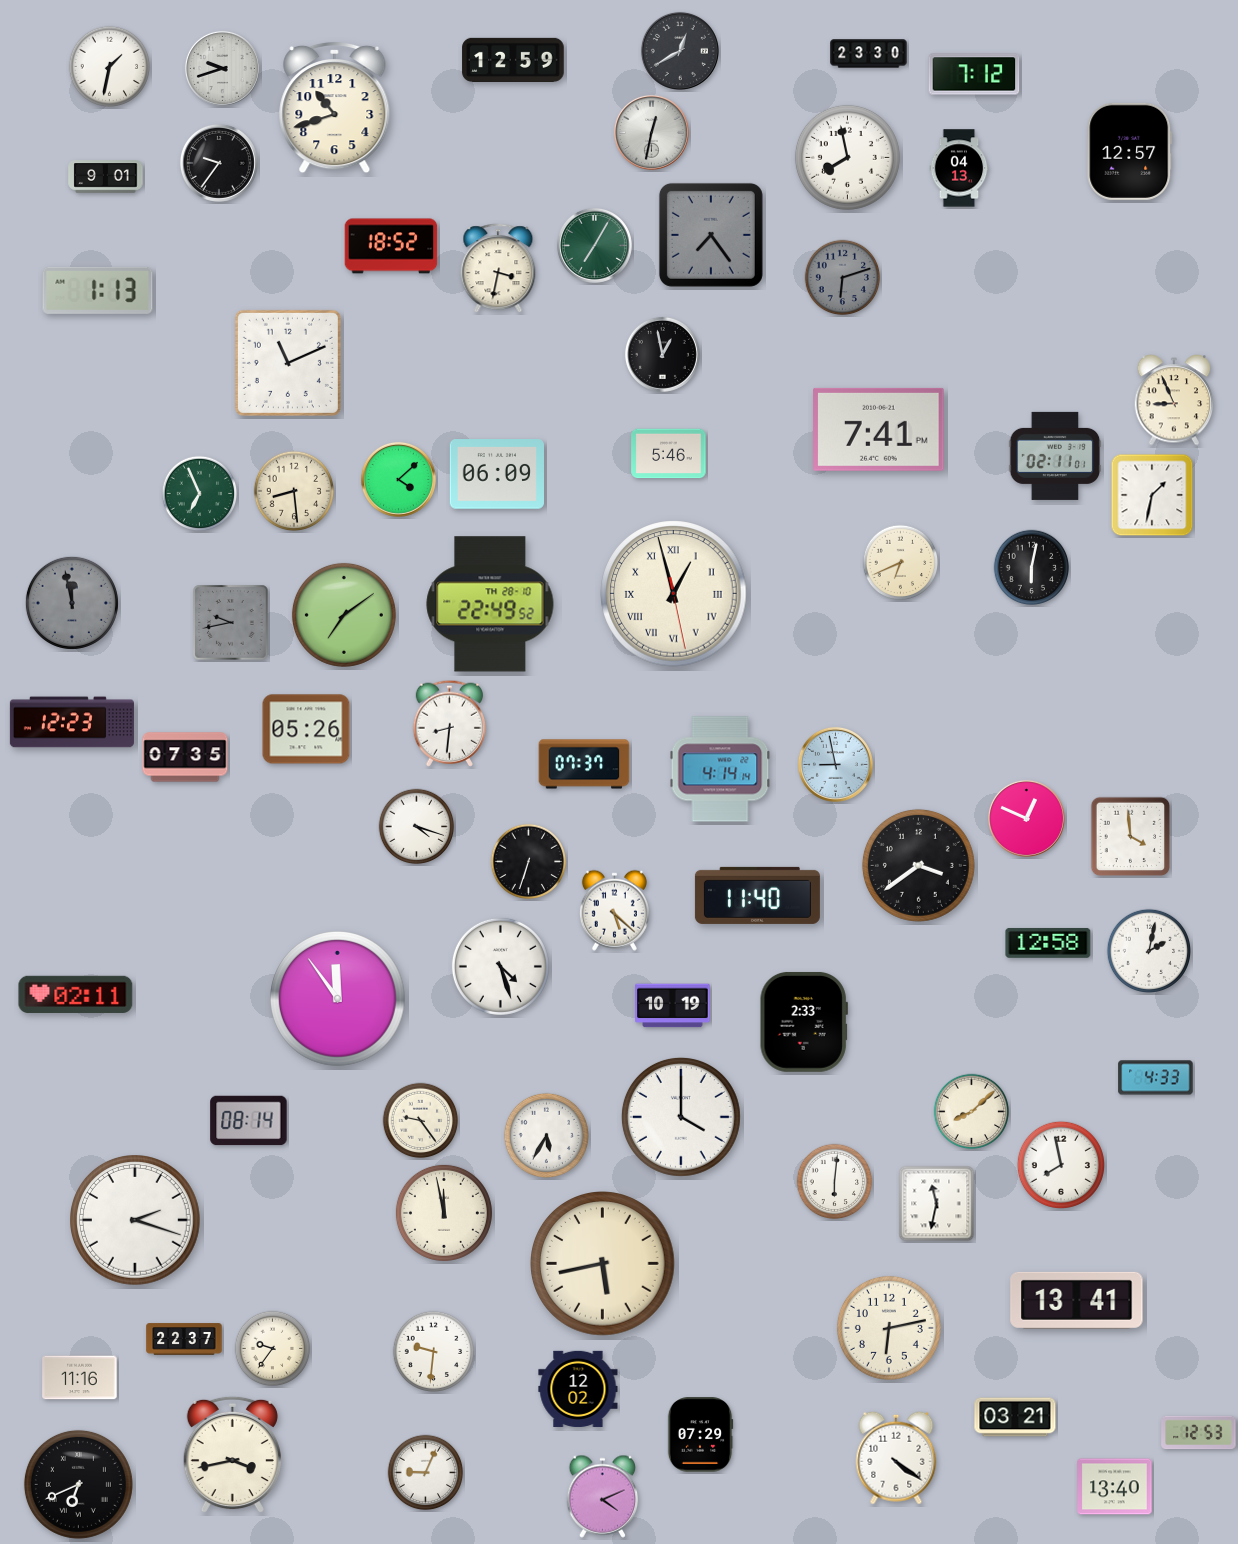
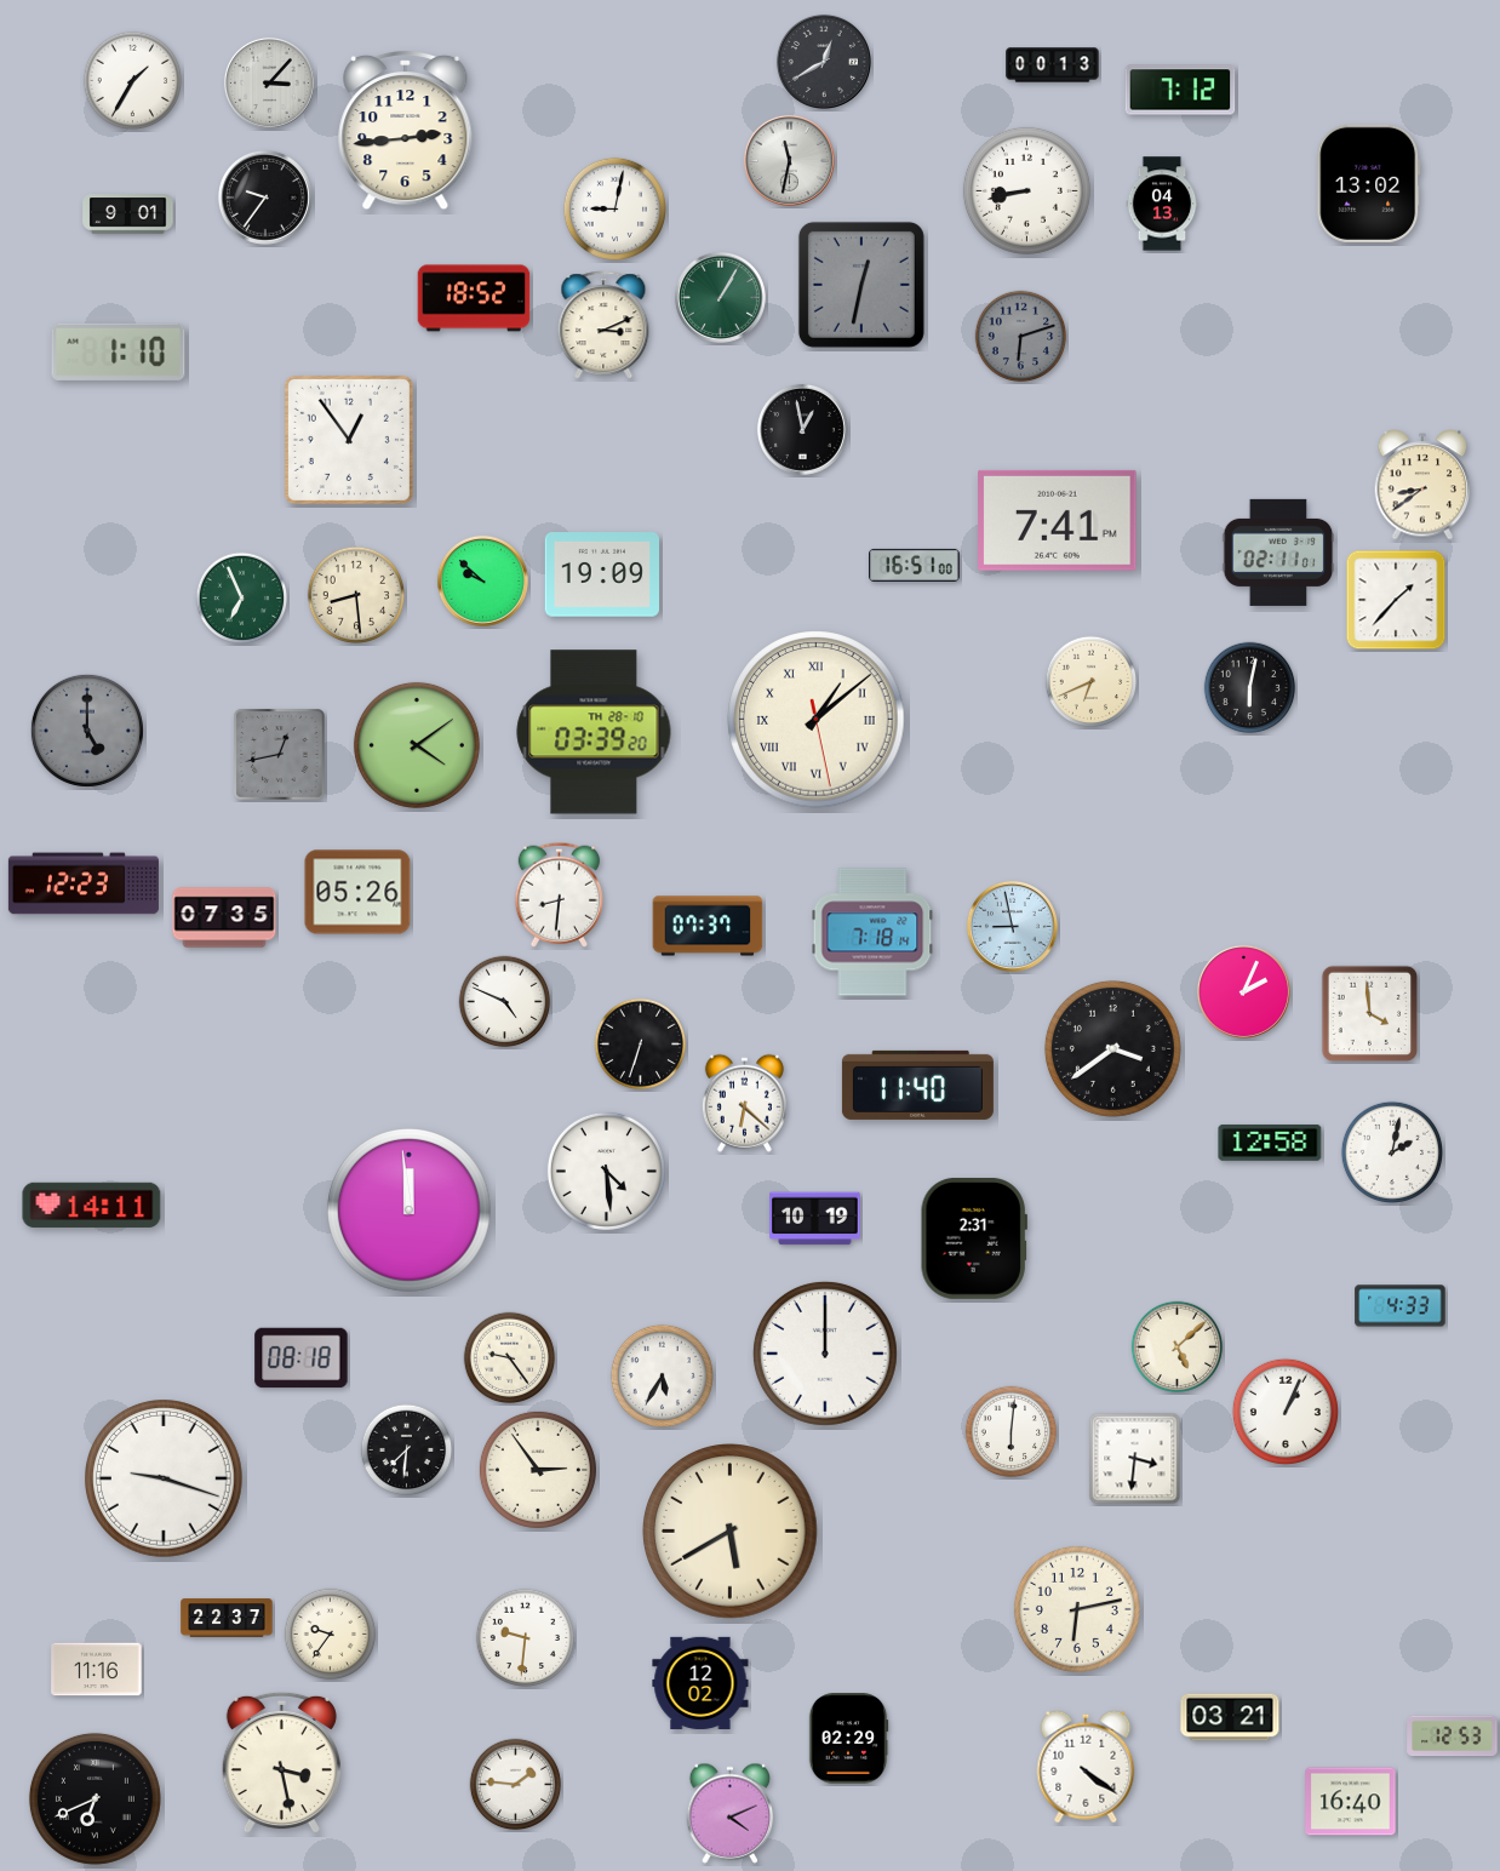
clock at (869, 54): 23:30 -> 00:13
clock at (513, 60): 12:59 -> none
clock at (110, 67): 1:32 -> 1:35
clock at (222, 68): 9:42 -> 3:07
clock at (335, 108): 10:42 -> 2:44
clock at (651, 132): 12:32 -> 11:32
clock at (1130, 151): 12:57 -> 13:02
clock at (847, 157): 7:58 -> 8:43
clock at (614, 208): none -> 9:02
clock at (711, 235): 7:24 -> 12:32
clock at (594, 245): 7:05 -> 1:05
clock at (498, 269): 3:32 -> 3:11
clock at (98, 290): 1:13 -> 1:10
clock at (288, 363): 11:11 -> 12:54
clock at (1174, 400): 8:56 -> 8:39
clock at (879, 429) position: (879, 429) -> (1058, 520)
clock at (669, 454): 5:46 -> none
clock at (915, 565): none -> 16:51
clock at (496, 474): 06:09 -> 19:09
clock at (398, 479): 4:08 -> 9:52
clock at (1152, 495): 1:32 -> 1:37
clock at (674, 594): 12:57 -> 1:08
clock at (72, 603): 11:58 -> 5:00
clock at (490, 604): 22:49 -> 03:39
clock at (344, 615): 7:09 -> 4:09
clock at (231, 623): 9:43 -> 12:43
clock at (72, 722) position: (72, 722) -> (84, 883)
clock at (449, 723) position: (449, 723) -> (559, 894)
clock at (306, 729) position: (306, 729) -> (357, 892)
clock at (720, 769): 4:14 -> 7:18
clock at (1026, 818): 12:49 -> 2:04
clock at (417, 827): 4:18 -> 4:49
clock at (614, 910): 5:22 -> 6:22
clock at (500, 966): 4:27 -> 4:29
clock at (76, 994): 02:11 -> 14:11
clock at (338, 999): 11:54 -> 11:59
clock at (804, 1022): 2:33 -> 2:31
clock at (972, 1112): 8:08 -> 5:08
clock at (681, 1117): 4:00 -> 12:00
clock at (249, 1121): 08:14 -> 08:18
clock at (1061, 1165): 7:58 -> 1:04
clock at (407, 1451): none -> 7:31
clock at (937, 1204): 11:32 -> 3:31
clock at (444, 1213): 11:58 -> 2:54
clock at (136, 1221): 2:18 -> 9:18
clock at (603, 1264): 5:43 -> 5:40
clock at (1077, 1300): 13:41 -> none
clock at (184, 1339) position: (184, 1339) -> (227, 1618)
clock at (700, 1435): 07:29 -> 02:29
clock at (232, 1455): 3:43 -> 3:28
clock at (426, 1473): 9:04 -> 1:46
clock at (1115, 1487): 13:40 -> 16:40
